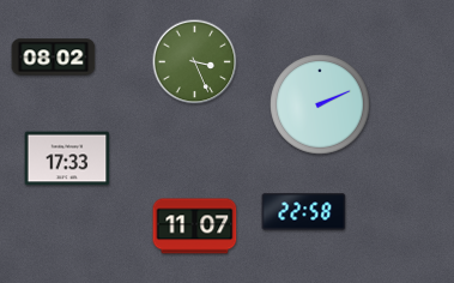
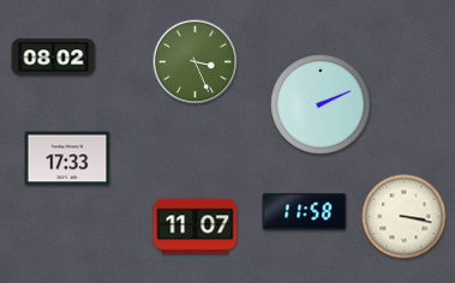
clock at (304, 212): 22:58 -> 11:58
clock at (405, 217): none -> 3:17
